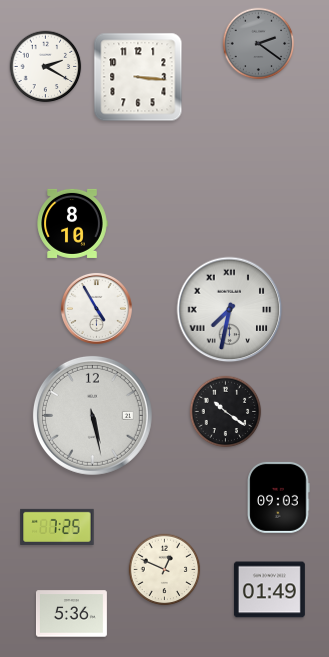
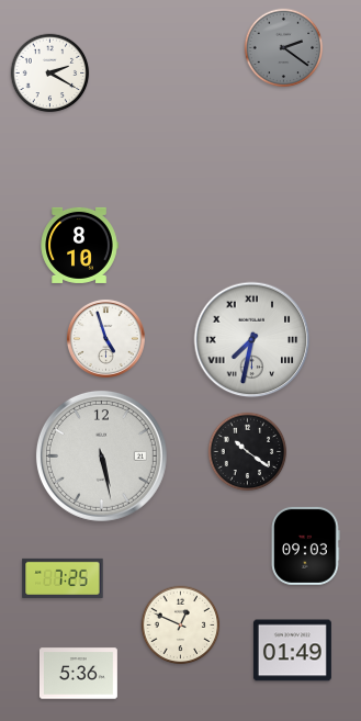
clock at (138, 77): 3:16 -> none
clock at (96, 308): 4:55 -> 4:57
clock at (269, 590) position: (269, 590) -> (292, 651)
